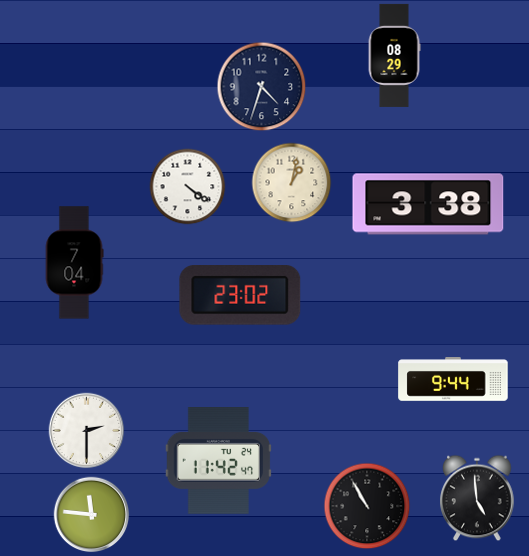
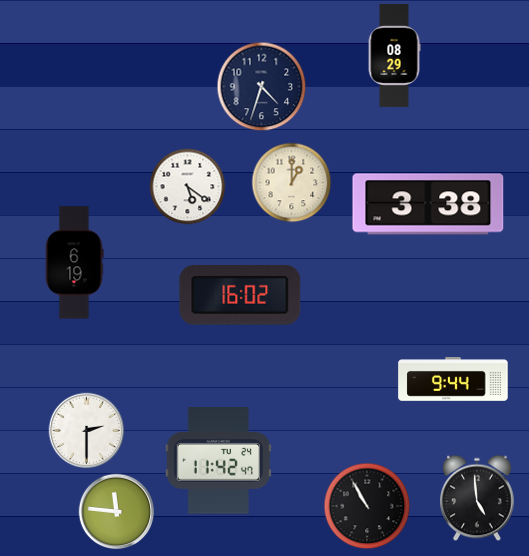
clock at (292, 183): 1:02 -> 1:00
clock at (188, 187): 4:21 -> 5:21
clock at (74, 263): 7:04 -> 6:19
clock at (240, 296): 23:02 -> 16:02
clock at (92, 515) position: (92, 515) -> (117, 512)
